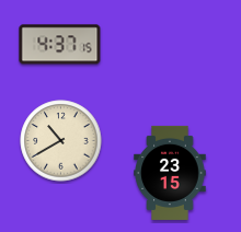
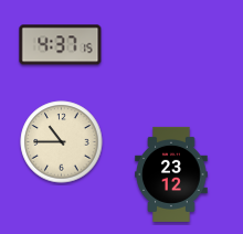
clock at (61, 141): 10:40 -> 10:45
clock at (170, 173): 23:15 -> 23:12
